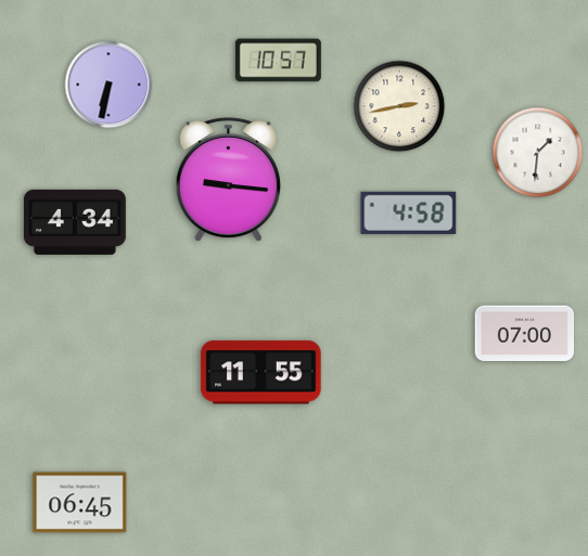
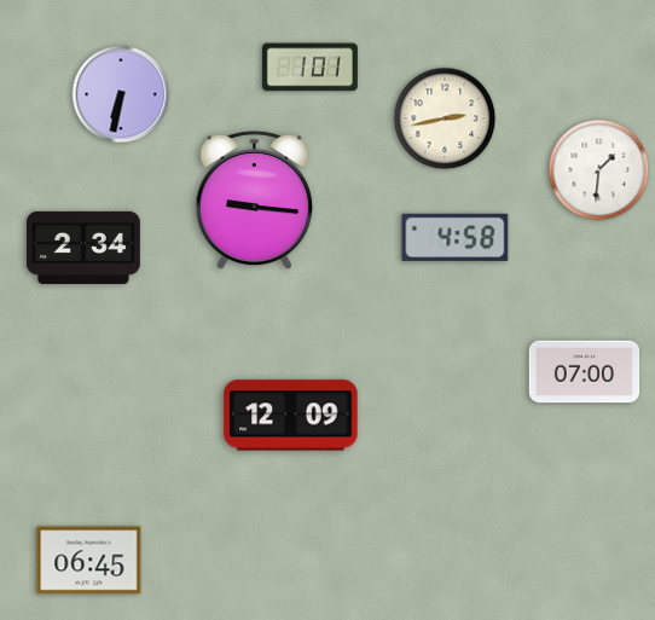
clock at (278, 61): 10:57 -> 1:01
clock at (75, 222): 4:34 -> 2:34
clock at (261, 373): 11:55 -> 12:09
